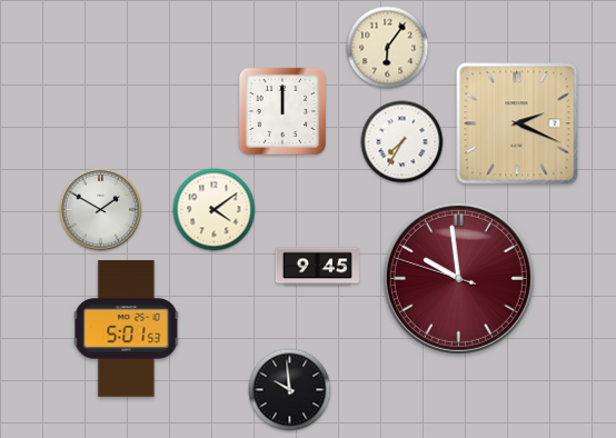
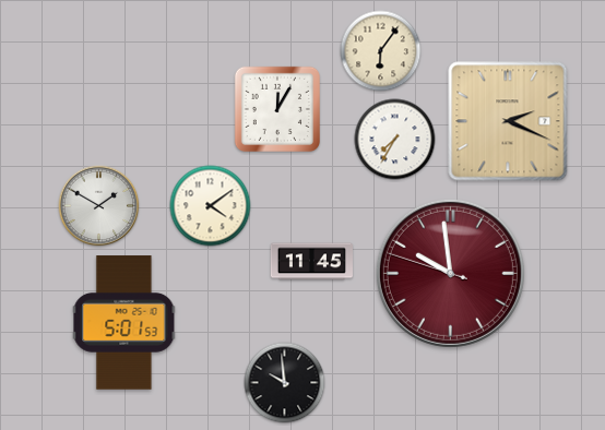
clock at (388, 48) position: (388, 48) -> (381, 51)
clock at (282, 111): 12:00 -> 12:05
clock at (317, 267): 9:45 -> 11:45
